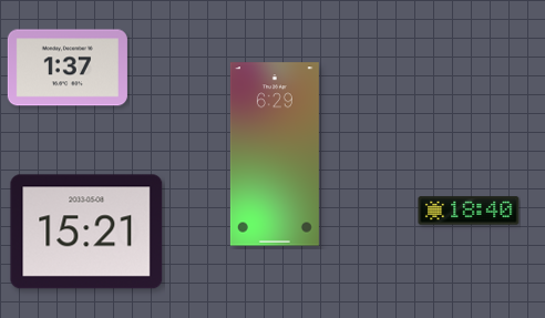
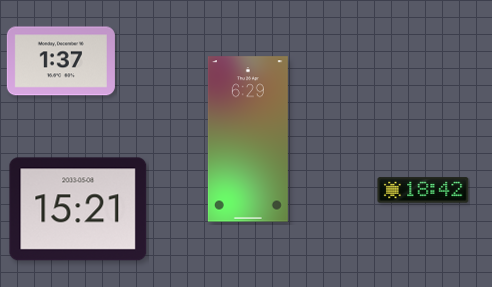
clock at (469, 211): 18:40 -> 18:42
